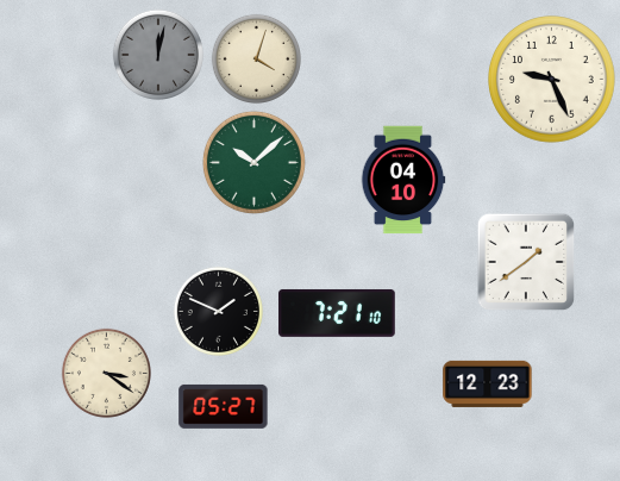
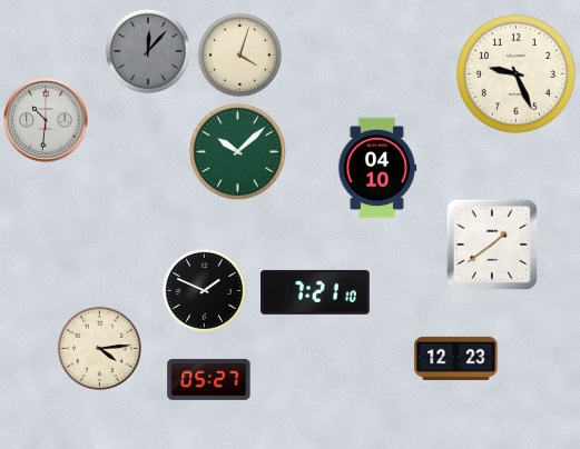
clock at (158, 55): 12:02 -> 12:07
clock at (47, 121): none -> 10:31
clock at (106, 373): 3:21 -> 4:14
